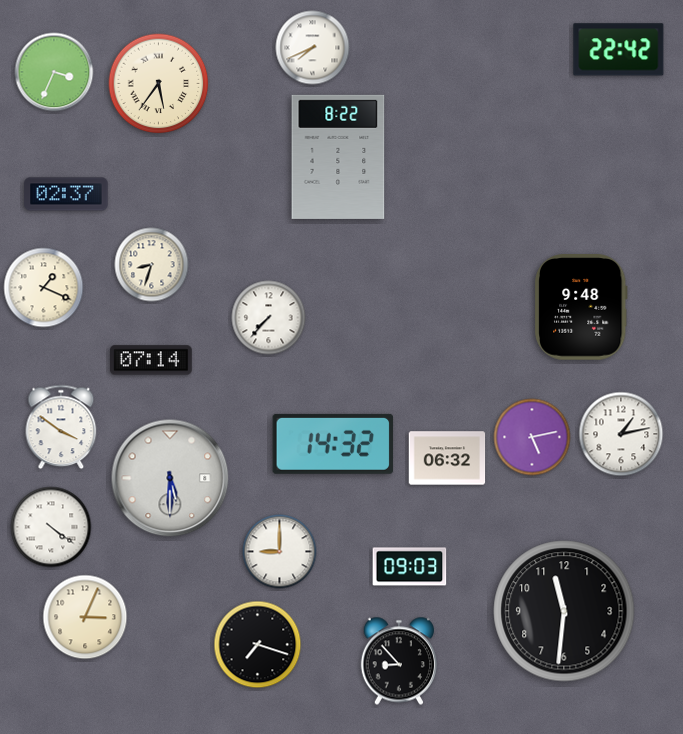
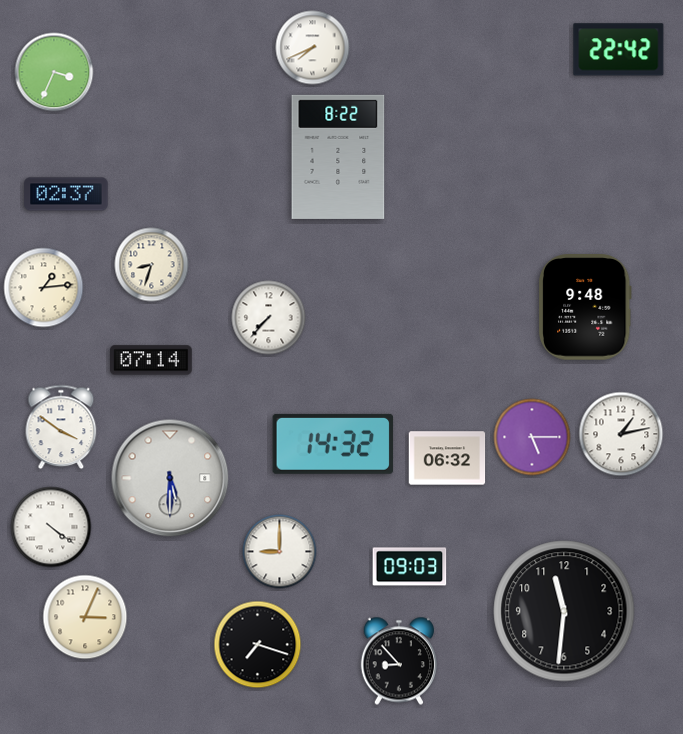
clock at (159, 84): 5:36 -> none
clock at (44, 288): 1:19 -> 1:14
clock at (581, 307) position: (581, 307) -> (585, 307)
clock at (532, 437): 5:13 -> 5:15
